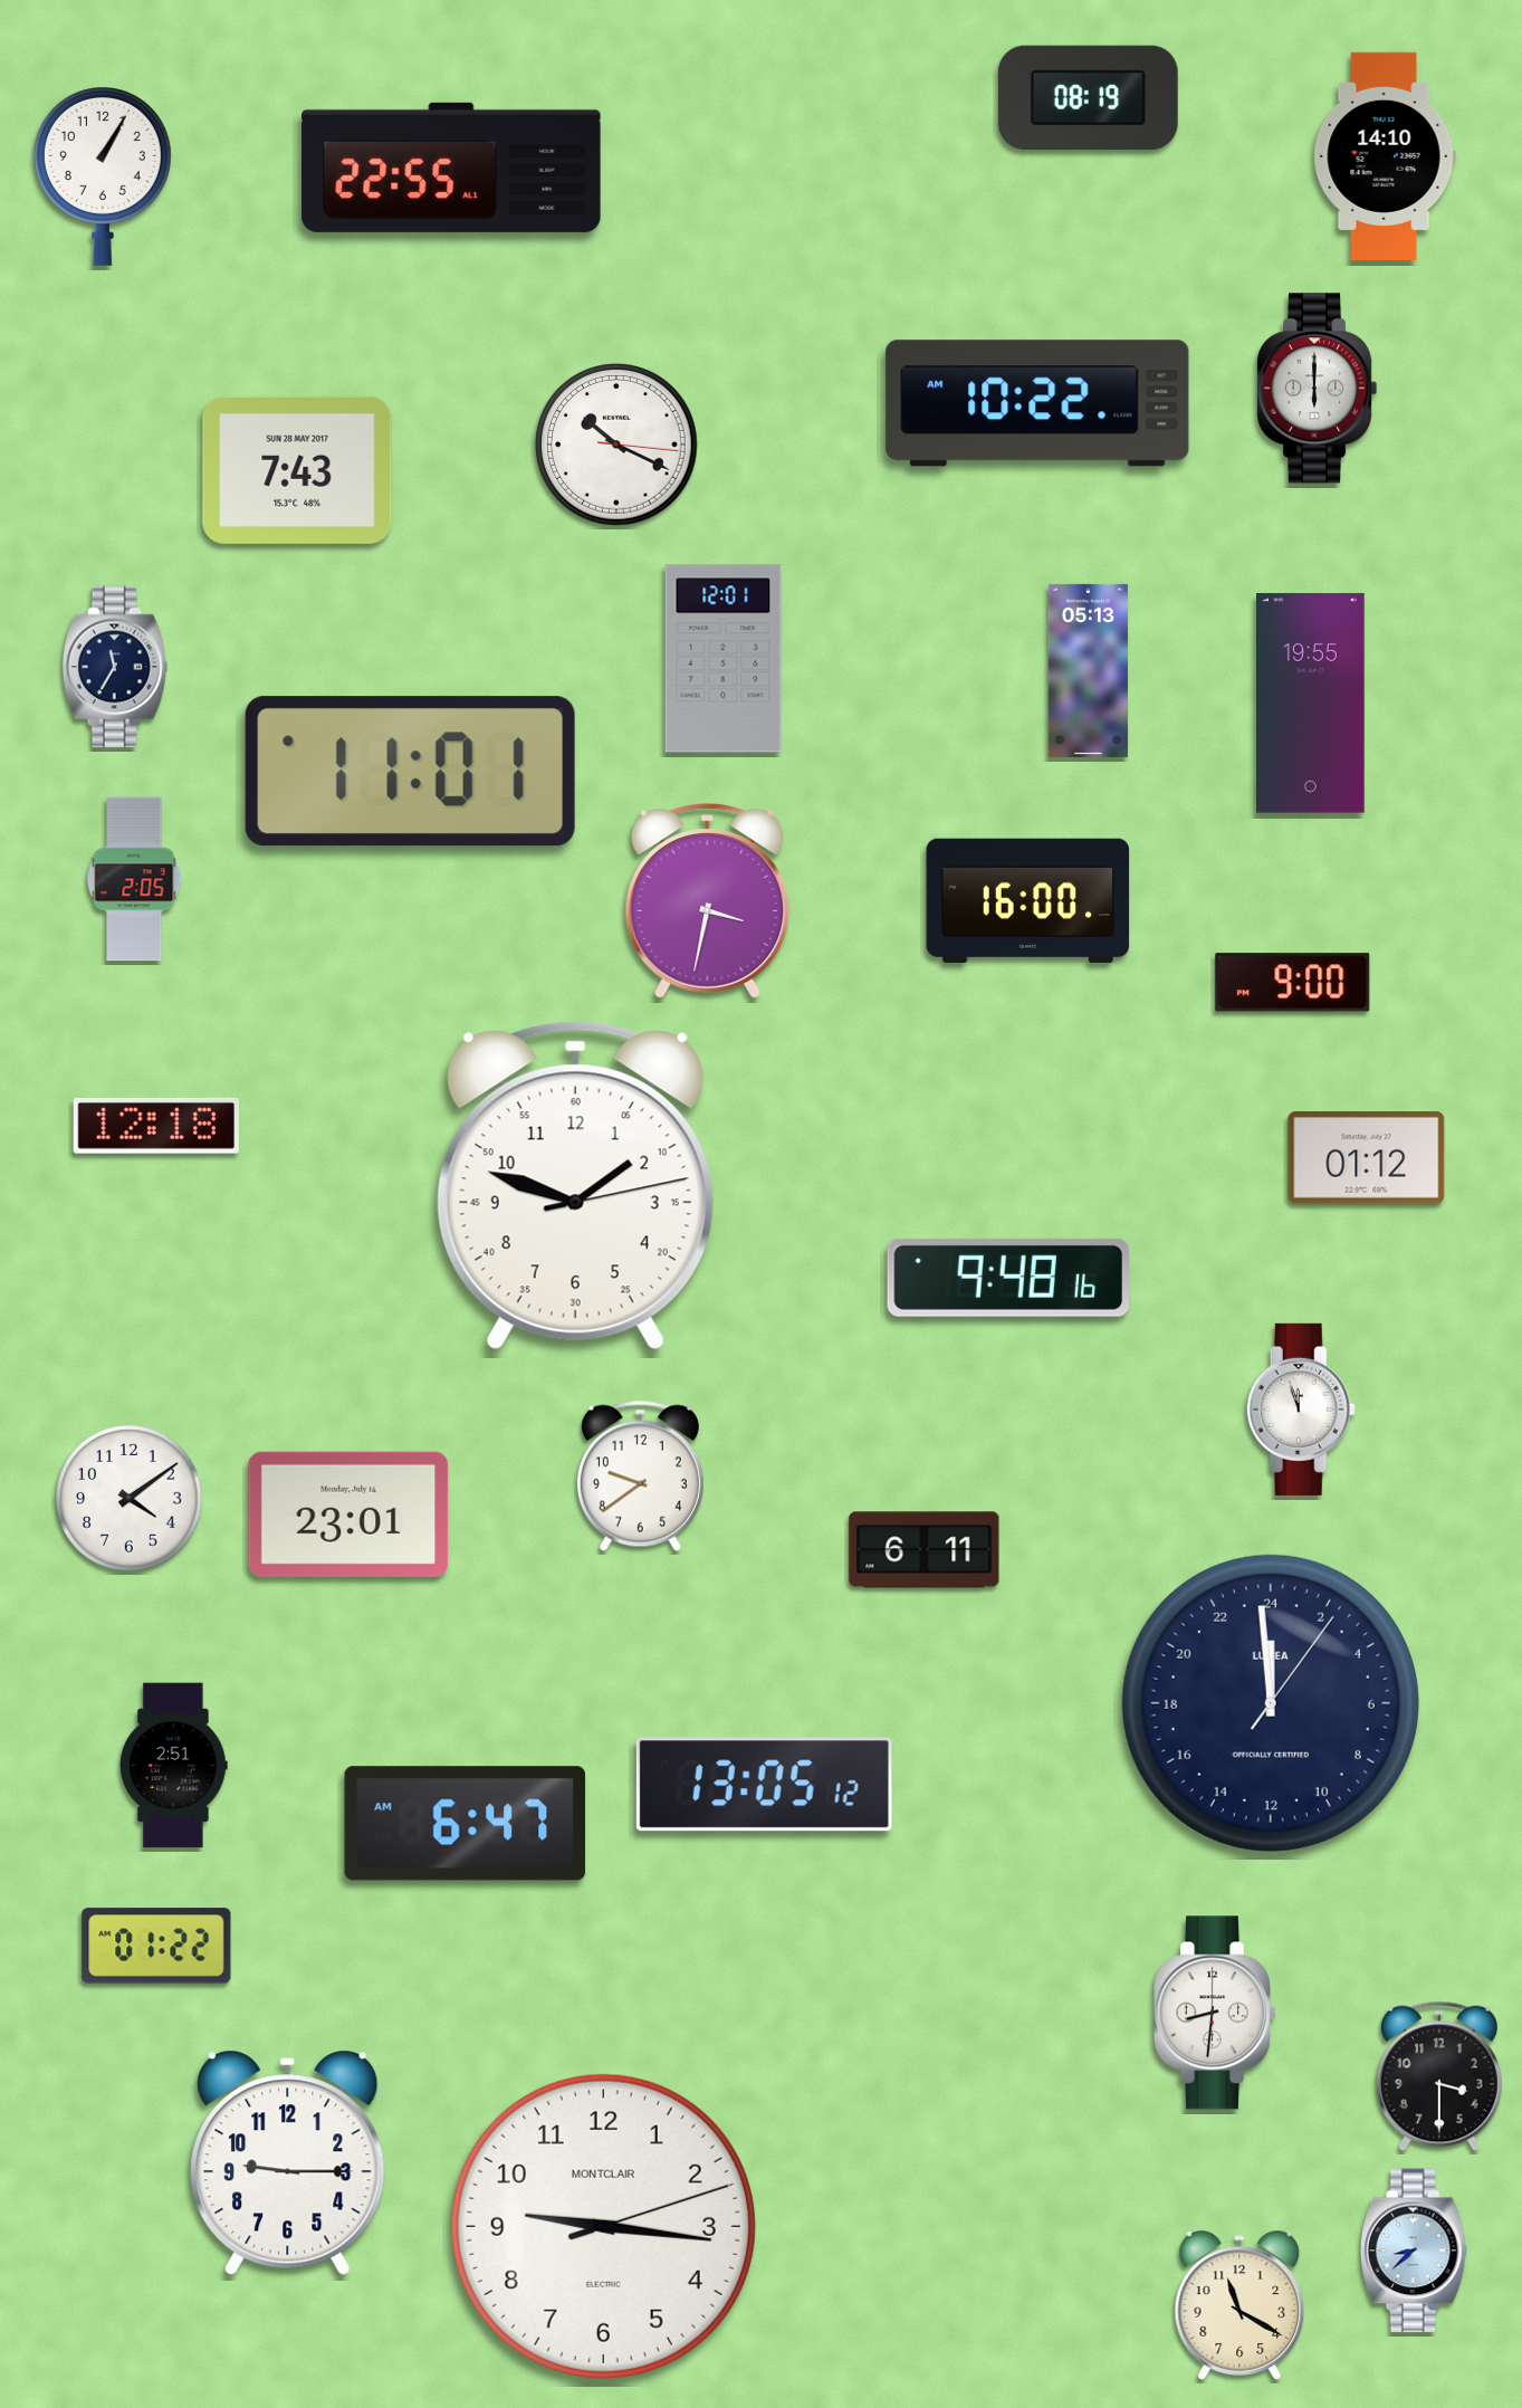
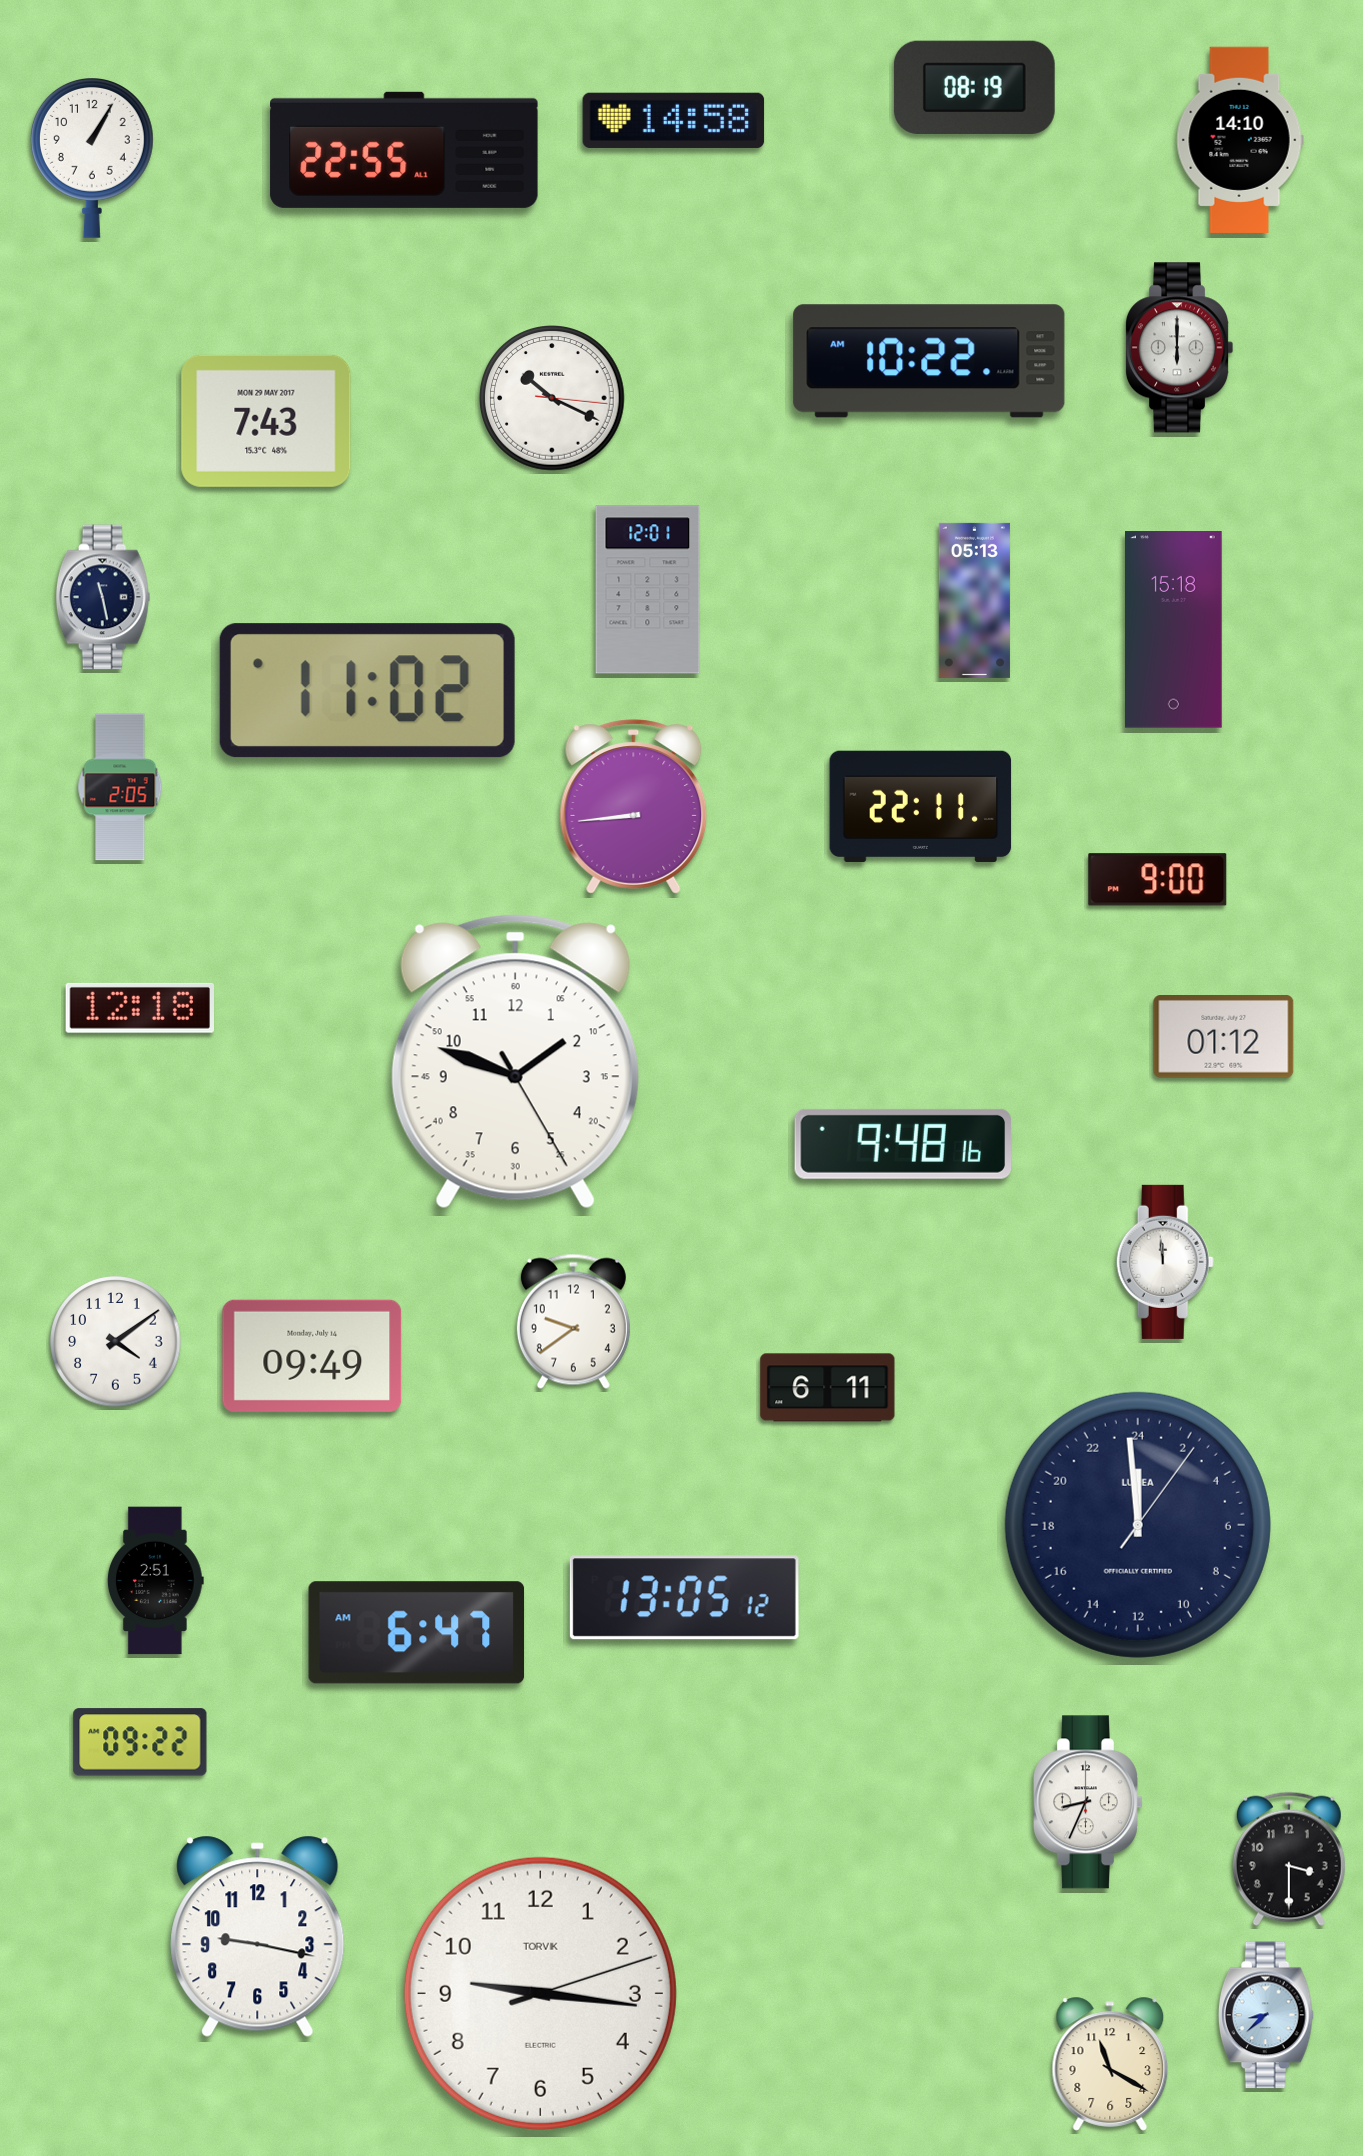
clock at (674, 120): none -> 14:58
clock at (297, 470) date: SUN 28 MAY 2017 -> MON 29 MAY 2017
clock at (115, 667): 11:35 -> 11:28
clock at (1311, 704): 19:55 -> 15:18
clock at (410, 772): 11:01 -> 11:02
clock at (1028, 900): 16:00 -> 22:11
clock at (708, 901): 3:32 -> 8:44
clock at (575, 1186): 1:48:13 -> 1:48:25
clock at (1301, 1410): 11:57 -> 11:59
clock at (348, 1514): 23:01 -> 09:49
clock at (156, 1946): 01:22 -> 09:22
clock at (1215, 2013): 8:31 -> 8:34
clock at (288, 2162): 9:15 -> 9:17
clock at (603, 2226) brand: MONTCLAIR -> TORVIK
